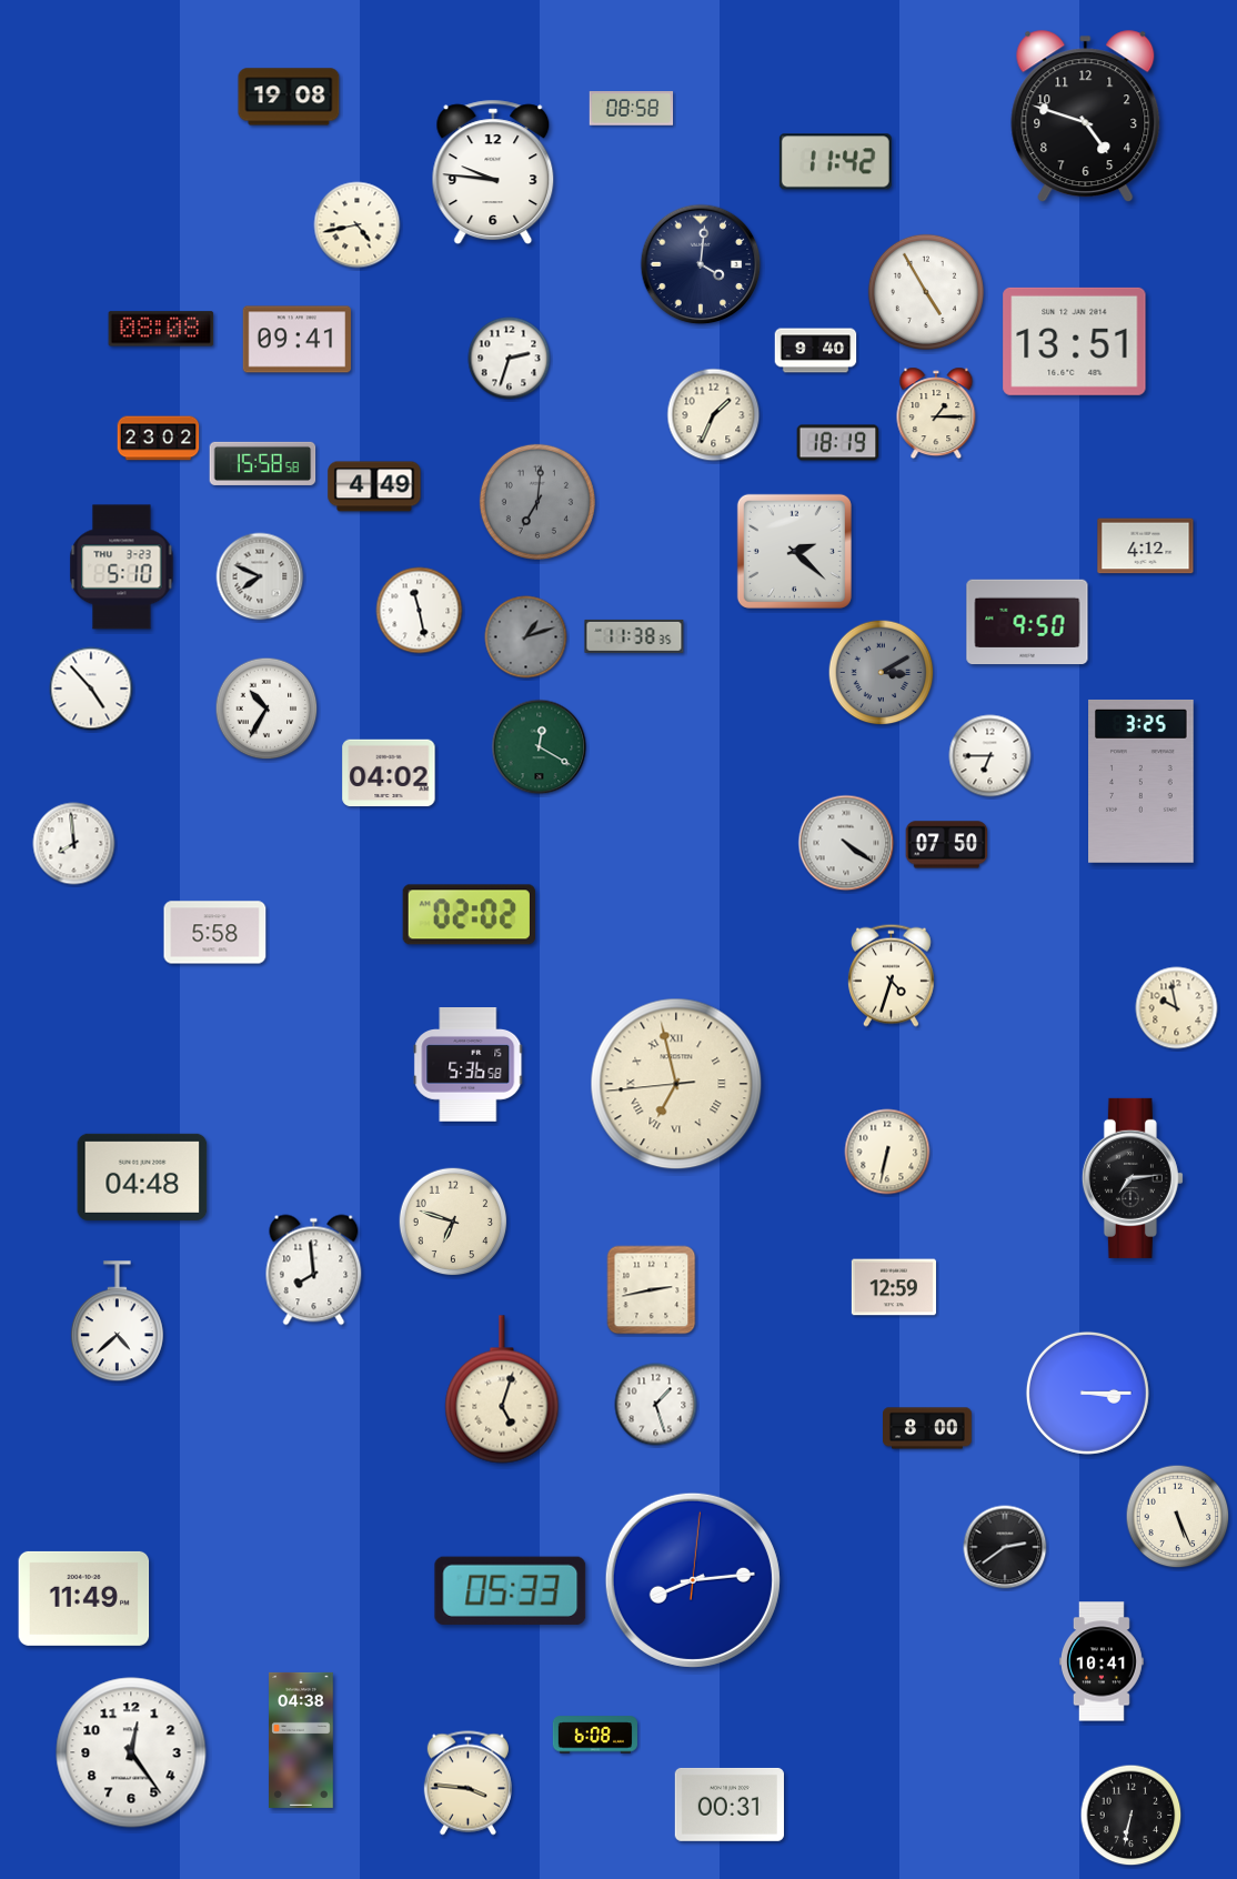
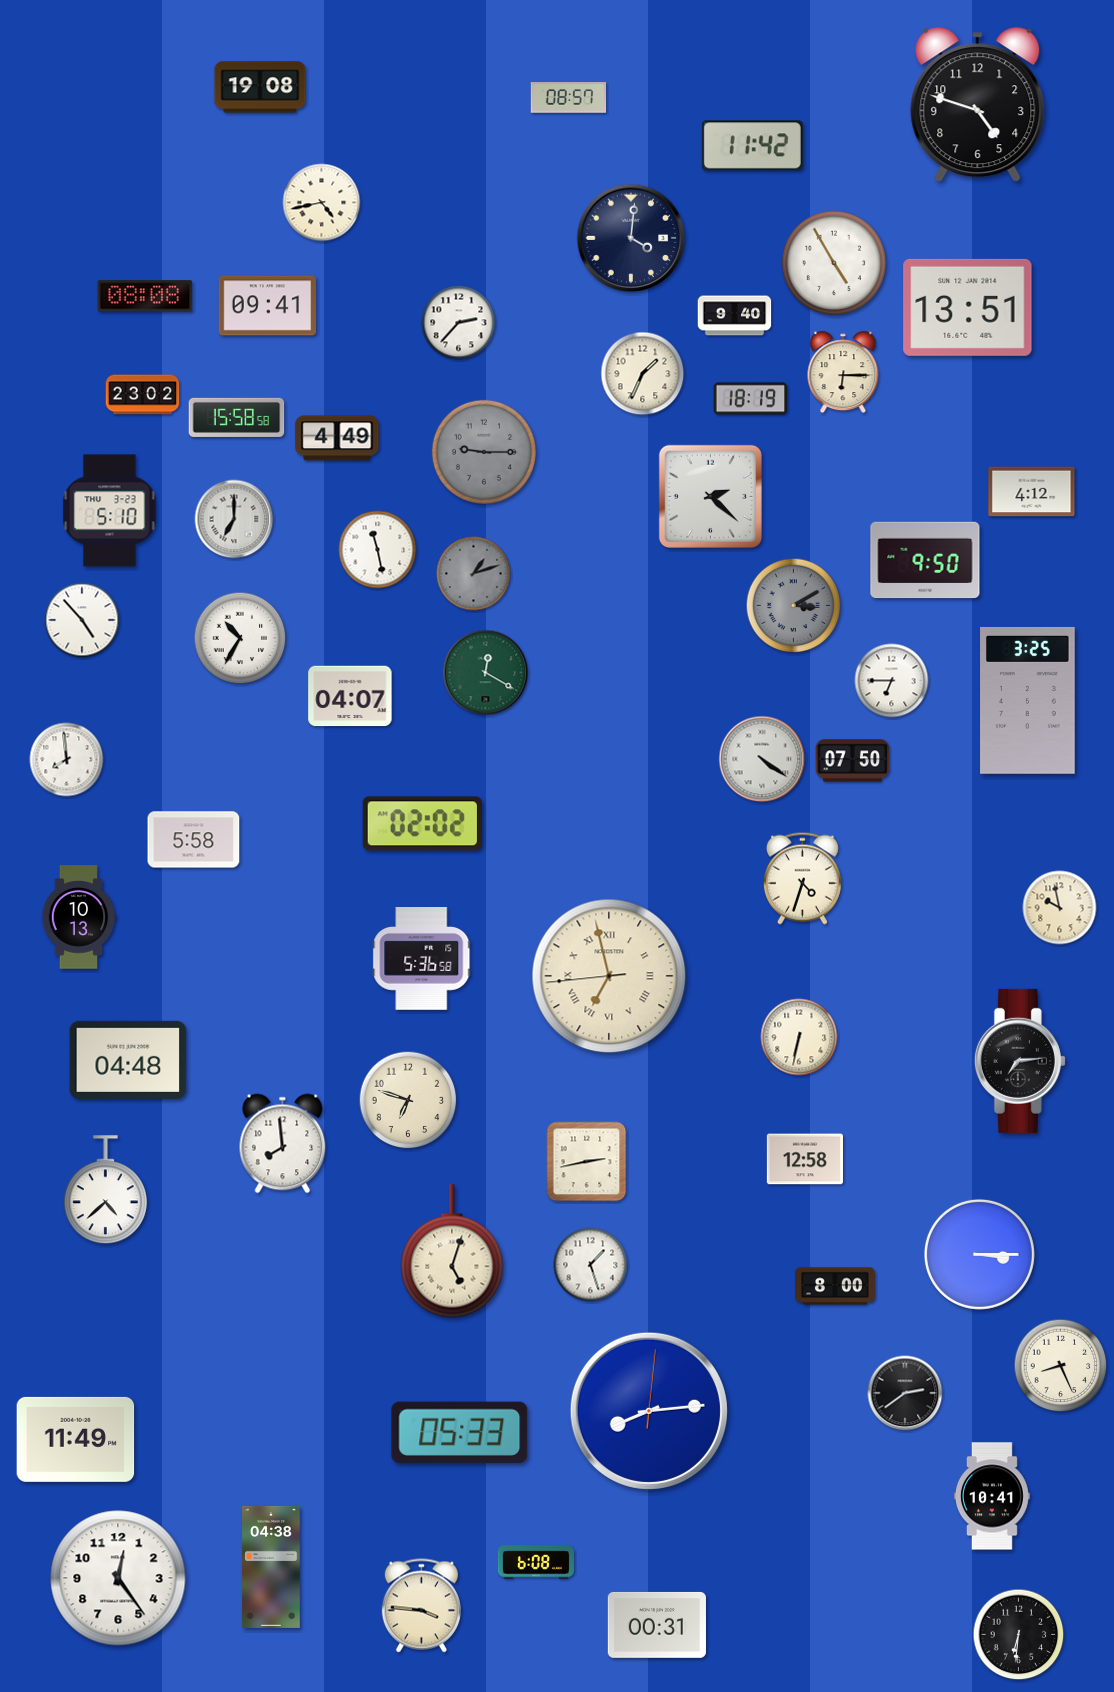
clock at (632, 109): 08:58 -> 08:57
clock at (493, 171): 9:46 -> none
clock at (510, 359): 2:33 -> 2:37
clock at (936, 413): 1:15 -> 6:15
clock at (838, 443) position: (838, 443) -> (751, 399)
clock at (537, 502): 7:01 -> 9:15
clock at (794, 551) position: (794, 551) -> (710, 496)
clock at (260, 576): 7:49 -> 7:00
clock at (634, 636): 11:38 -> none
clock at (389, 773): 04:02 -> 04:07
clock at (1142, 781) position: (1142, 781) -> (1028, 700)
clock at (79, 917): none -> 10:13
clock at (894, 1287): 12:59 -> 12:58
clock at (1178, 1517): 5:26 -> 8:26
clock at (693, 1580) position: (693, 1580) -> (649, 1411)
clock at (1132, 1816): 6:32 -> 6:31
